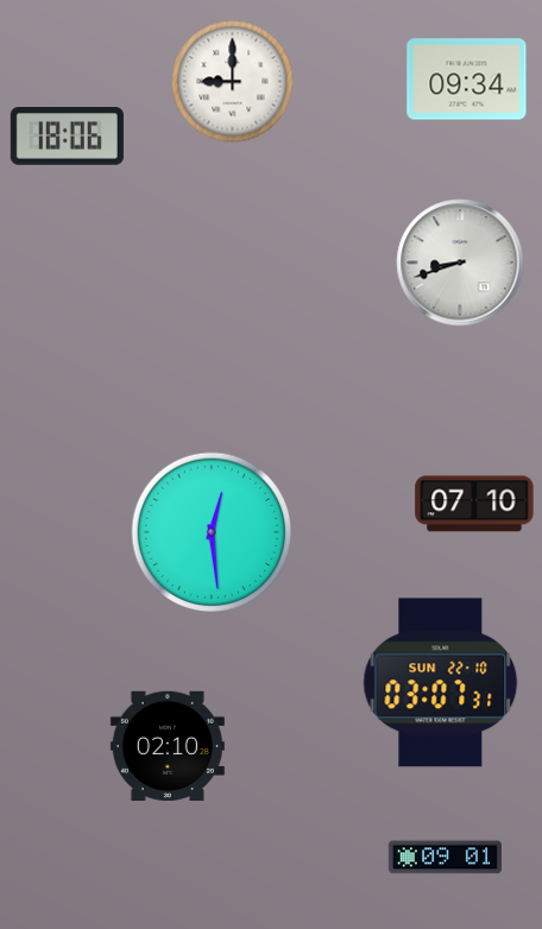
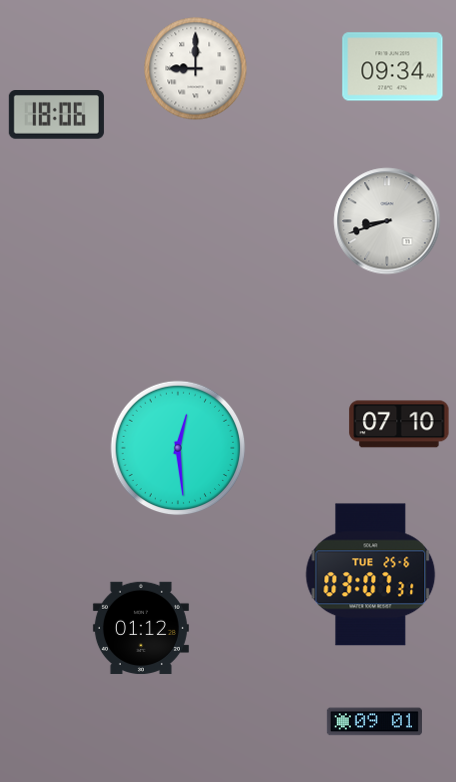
clock at (441, 683) date: SUN 22-10 -> TUE 25-6
clock at (168, 746): 02:10 -> 01:12
